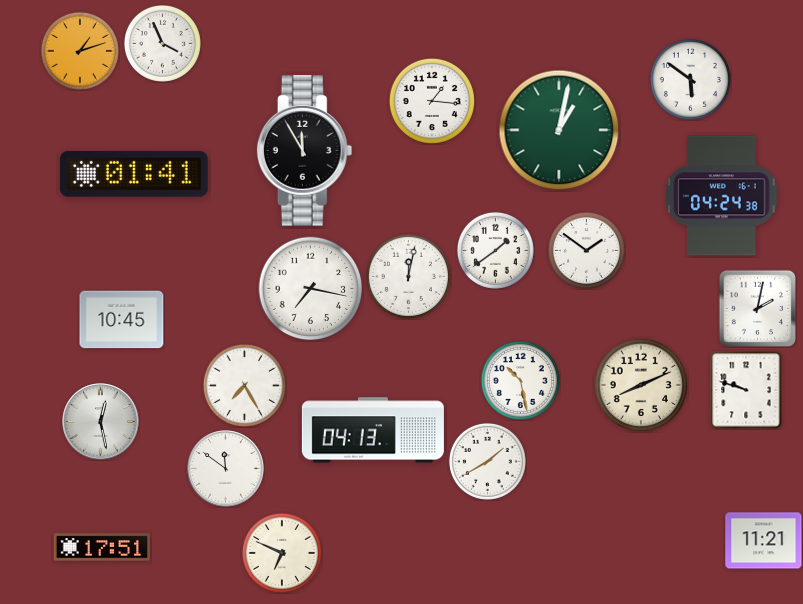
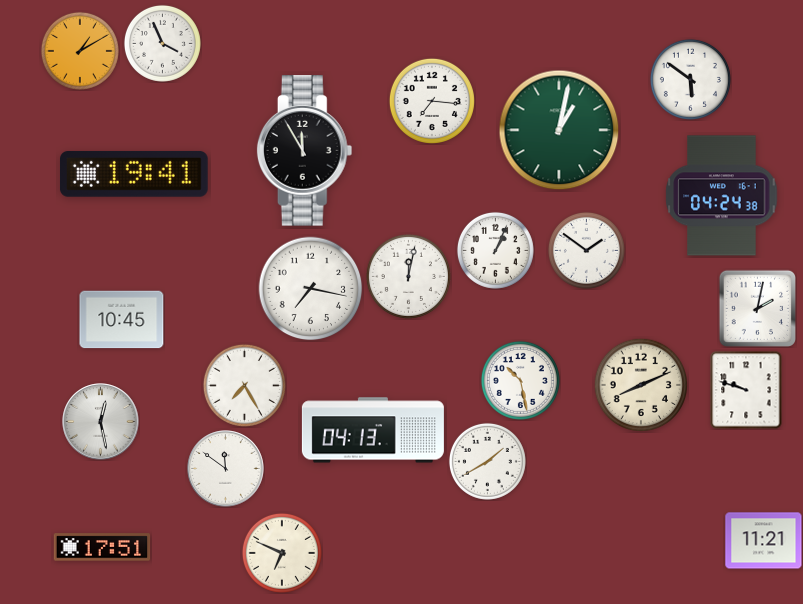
clock at (80, 51): 1:12 -> 1:10
clock at (432, 101): 1:16 -> 7:16
clock at (134, 174): 01:41 -> 19:41
clock at (495, 250): 1:39 -> 1:04
